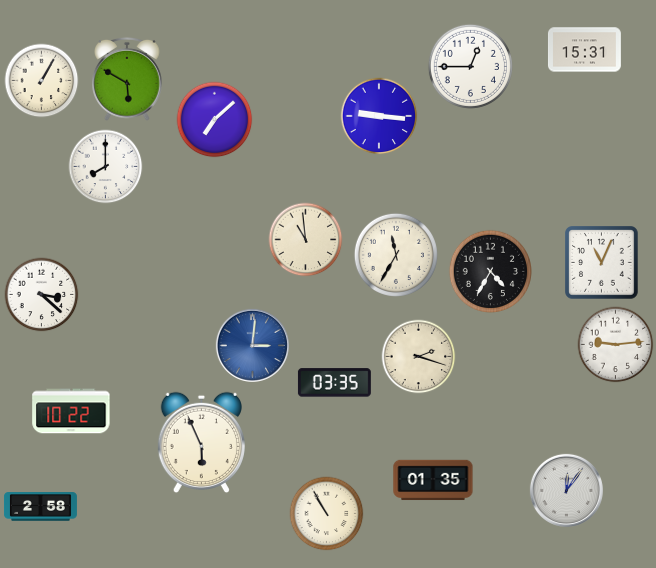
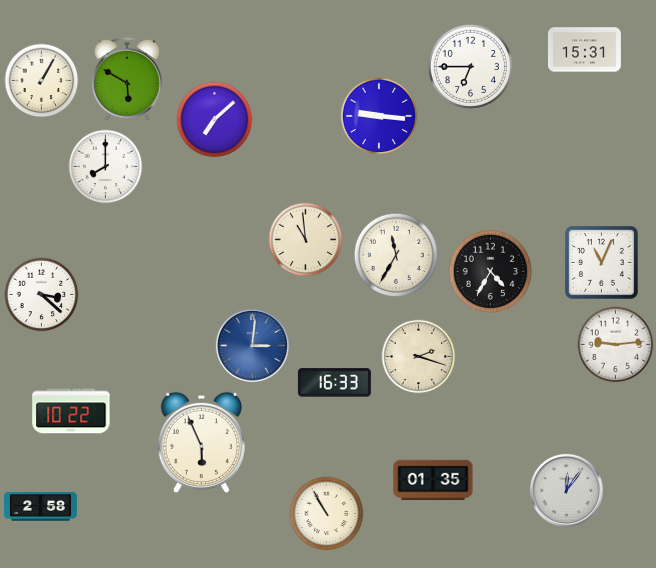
clock at (470, 66): 12:45 -> 6:45
clock at (334, 383): 03:35 -> 16:33
